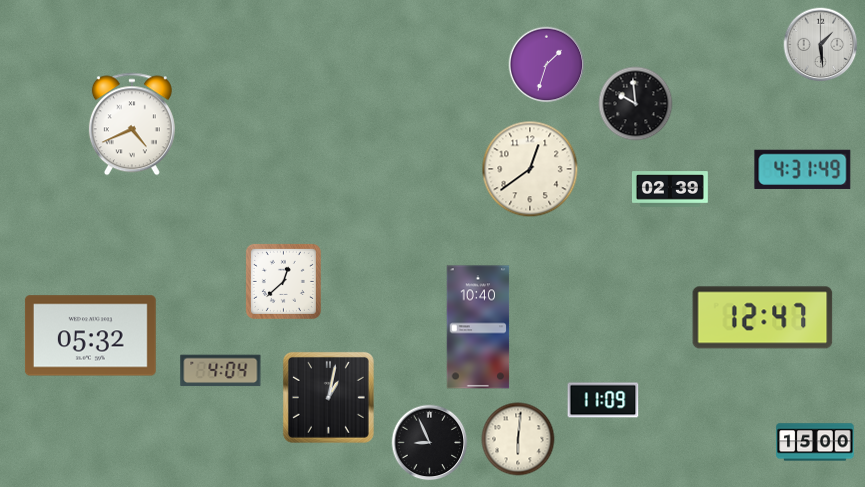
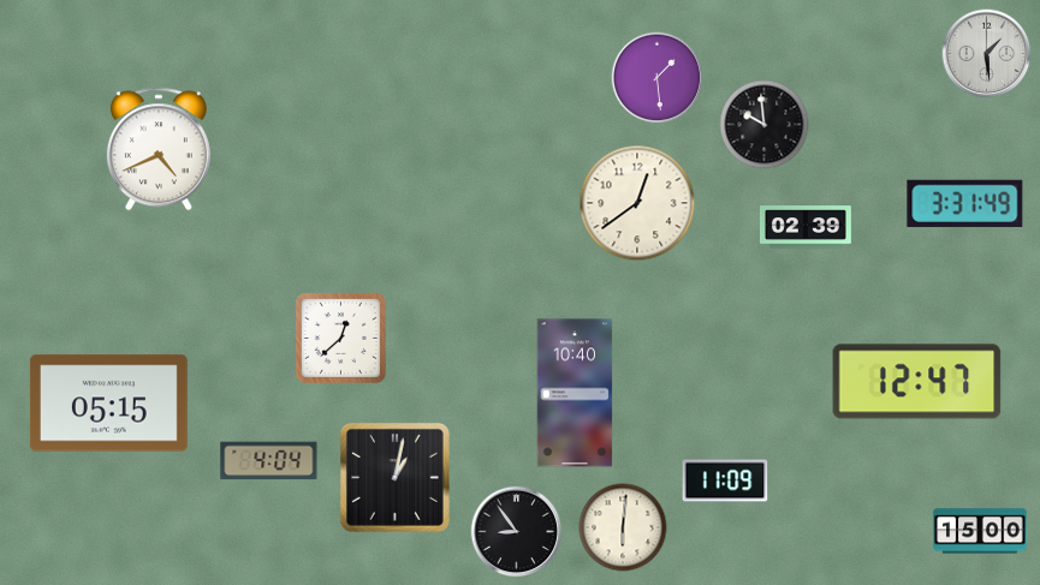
clock at (547, 65): 1:33 -> 1:29
clock at (803, 169): 4:31 -> 3:31
clock at (90, 336): 05:32 -> 05:15
clock at (221, 371) position: (221, 371) -> (269, 461)
clock at (430, 443): 8:56 -> 8:54
